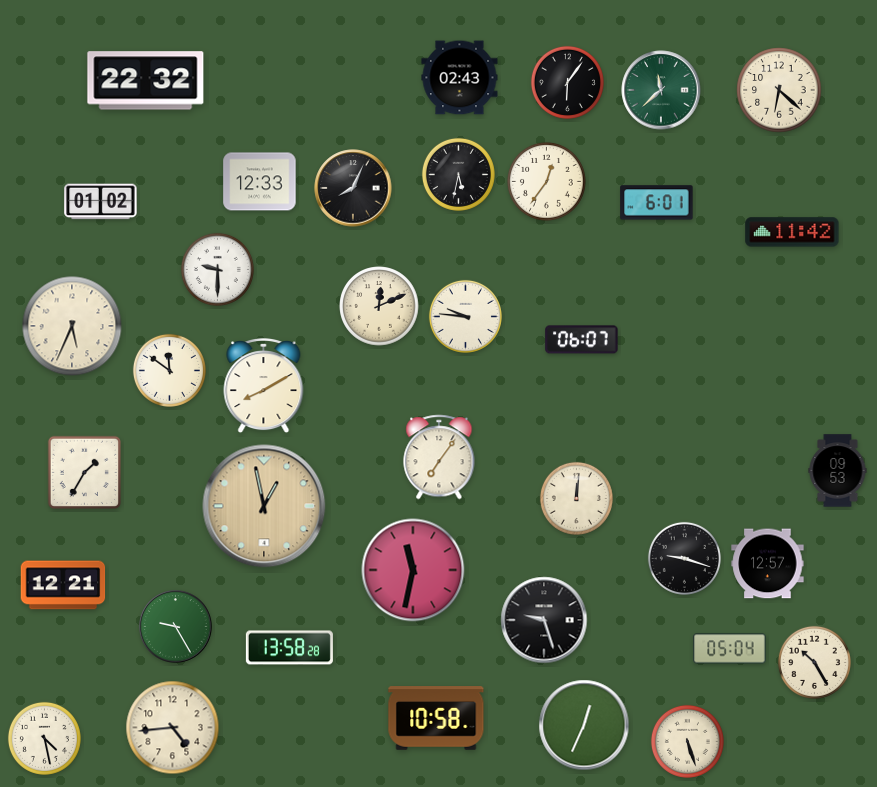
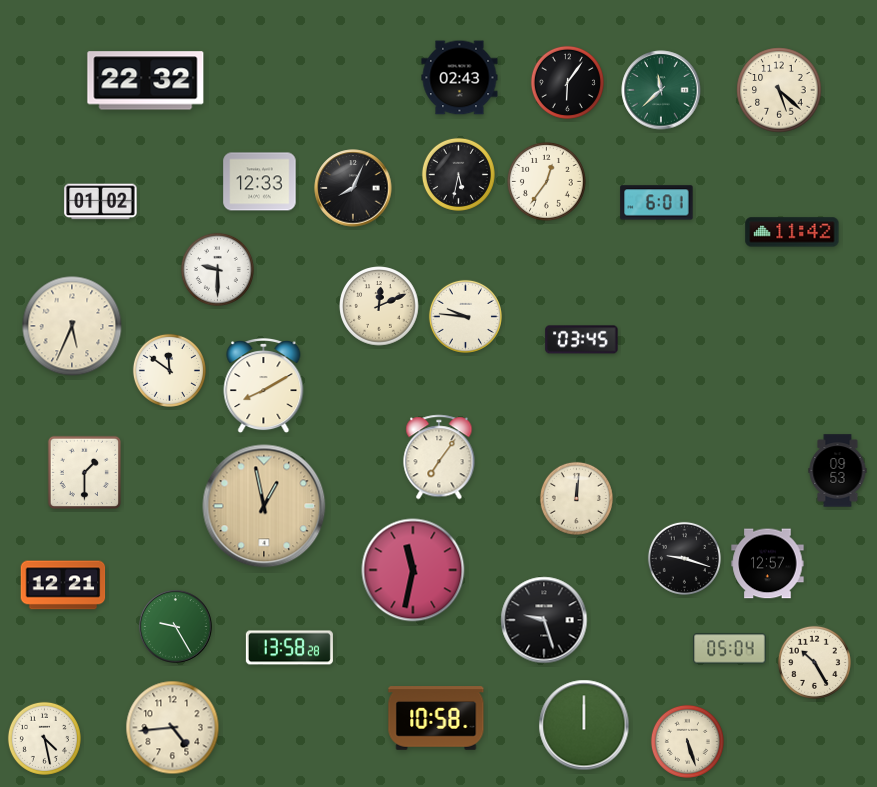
clock at (779, 90): 6:22 -> 5:22
clock at (582, 340): 06:07 -> 03:45
clock at (84, 472): 1:35 -> 1:30
clock at (584, 725): 12:34 -> 12:00
